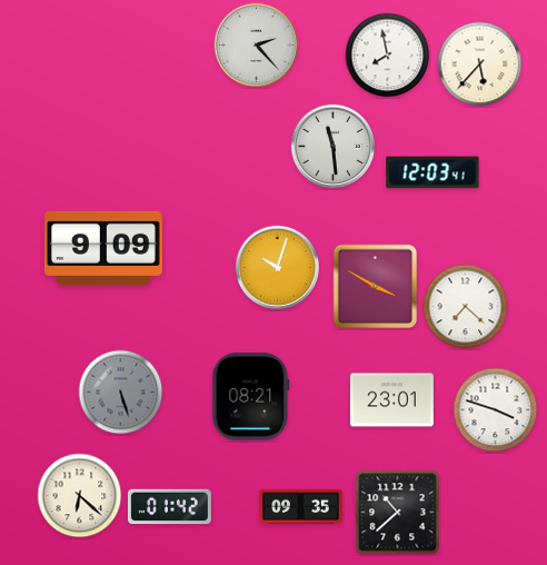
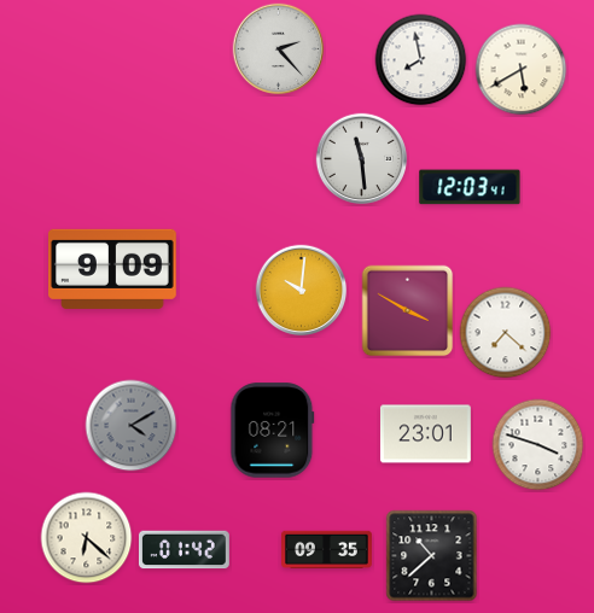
clock at (480, 65): 5:37 -> 5:40
clock at (278, 268): 10:03 -> 10:01
clock at (121, 393): 5:27 -> 4:10
